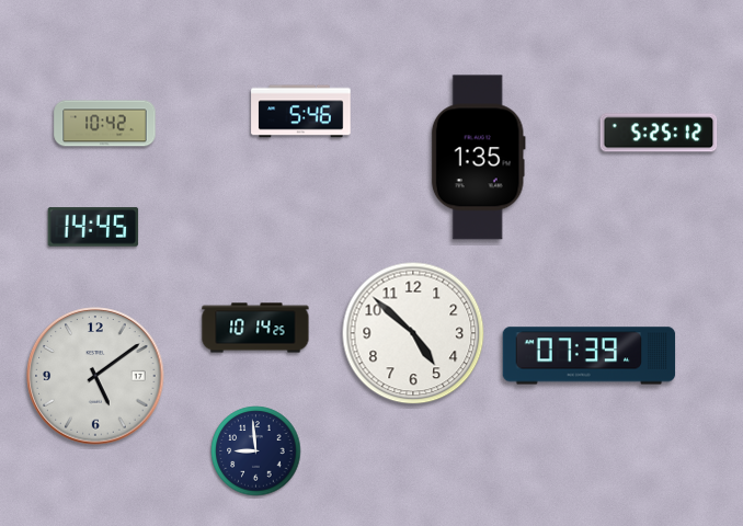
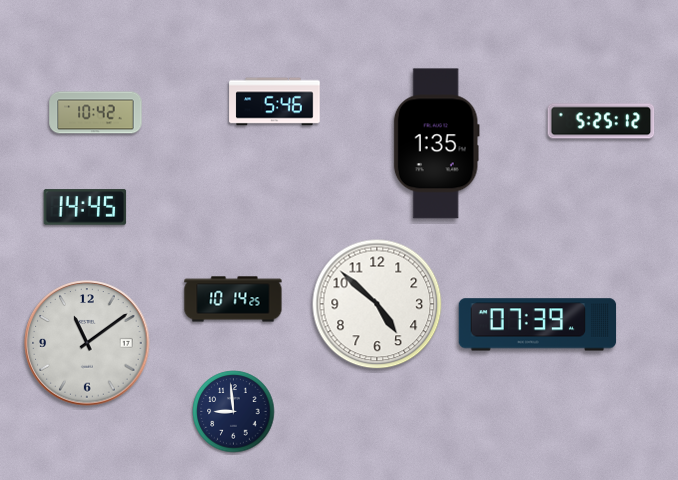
clock at (95, 376): 5:09 -> 11:09
